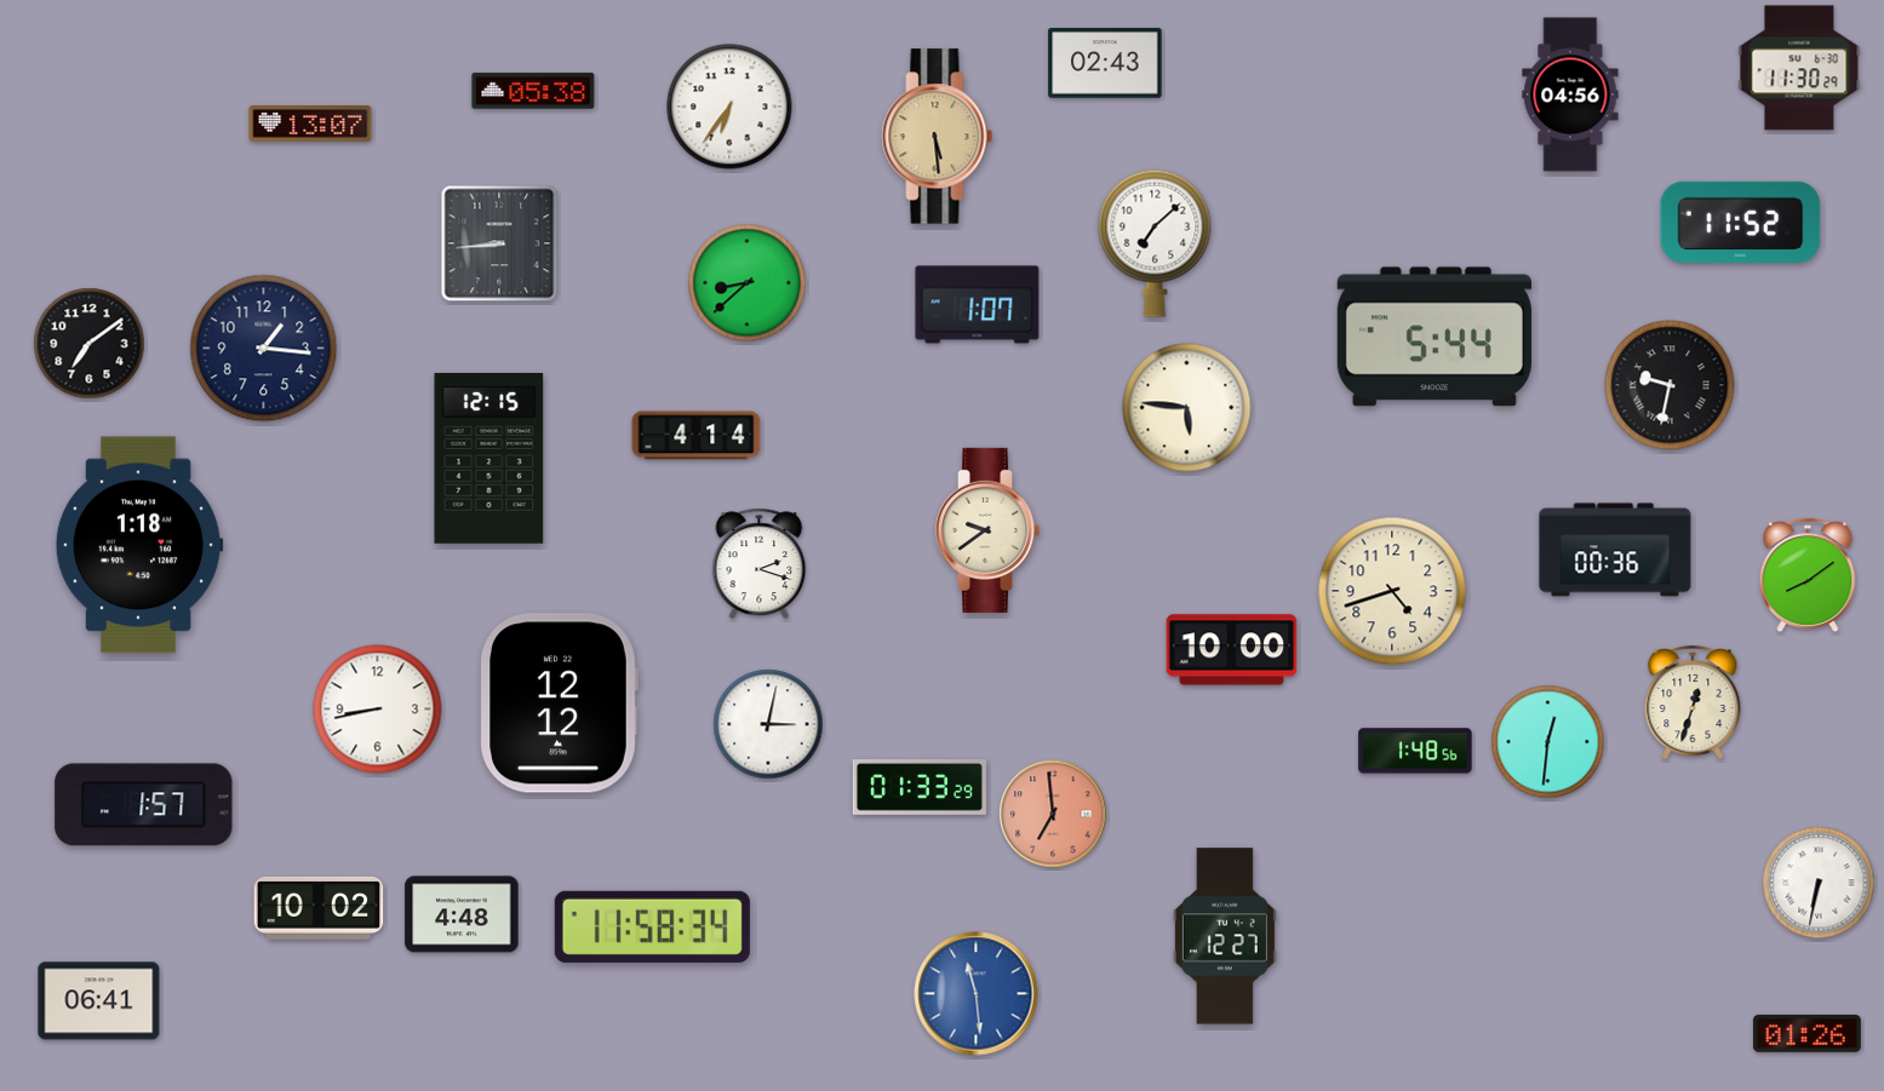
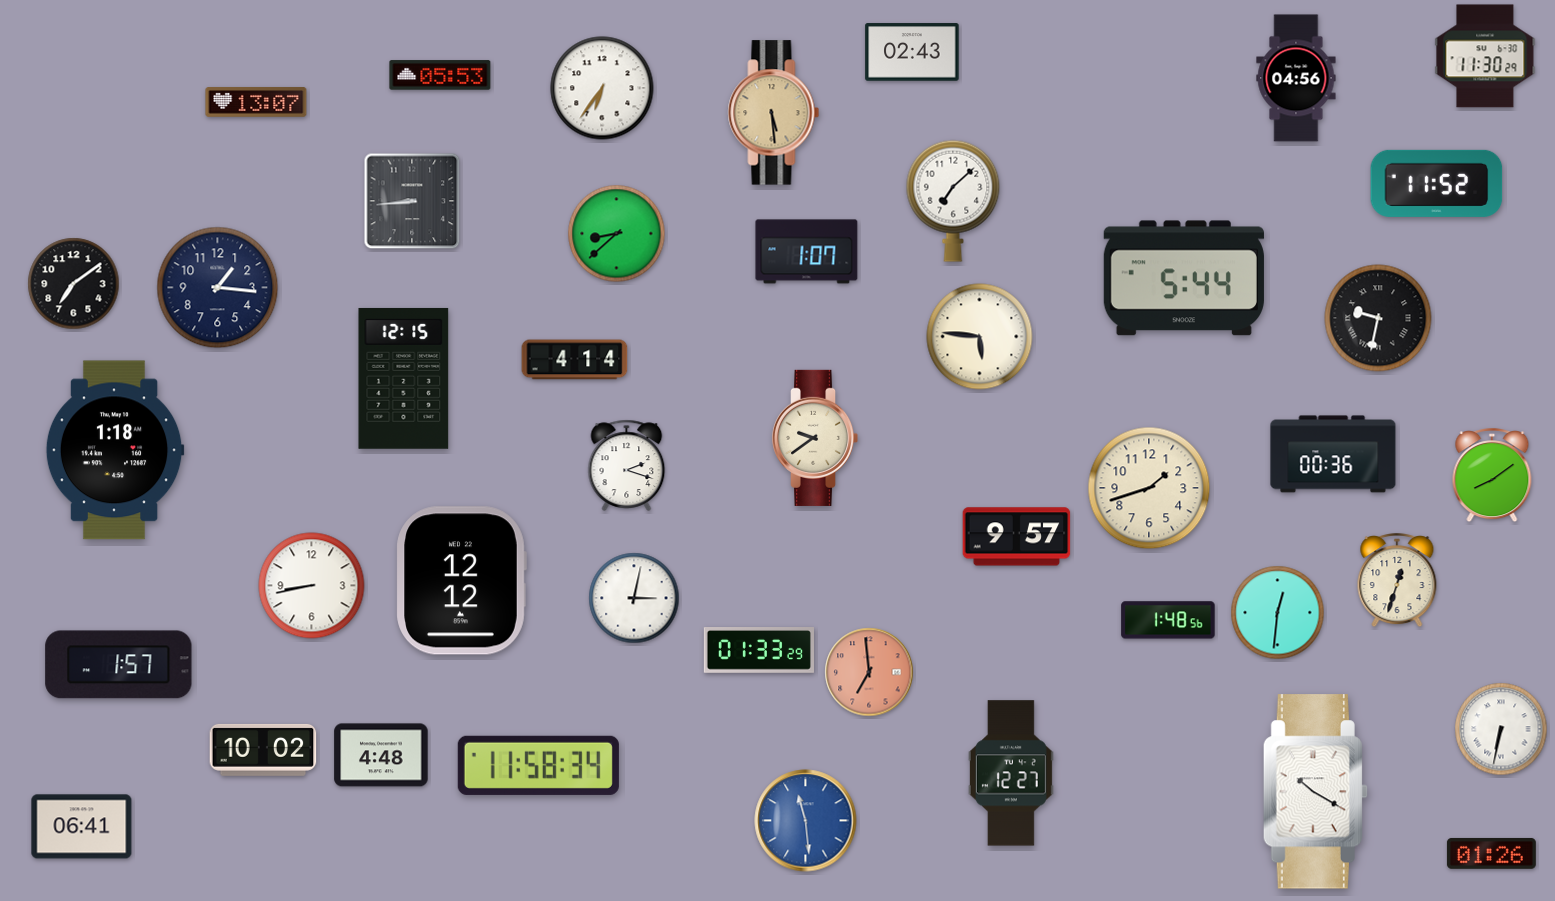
clock at (533, 91): 05:38 -> 05:53
clock at (1392, 591): 4:42 -> 1:42
clock at (1232, 650): 10:00 -> 9:57
clock at (1315, 792): none -> 10:20
